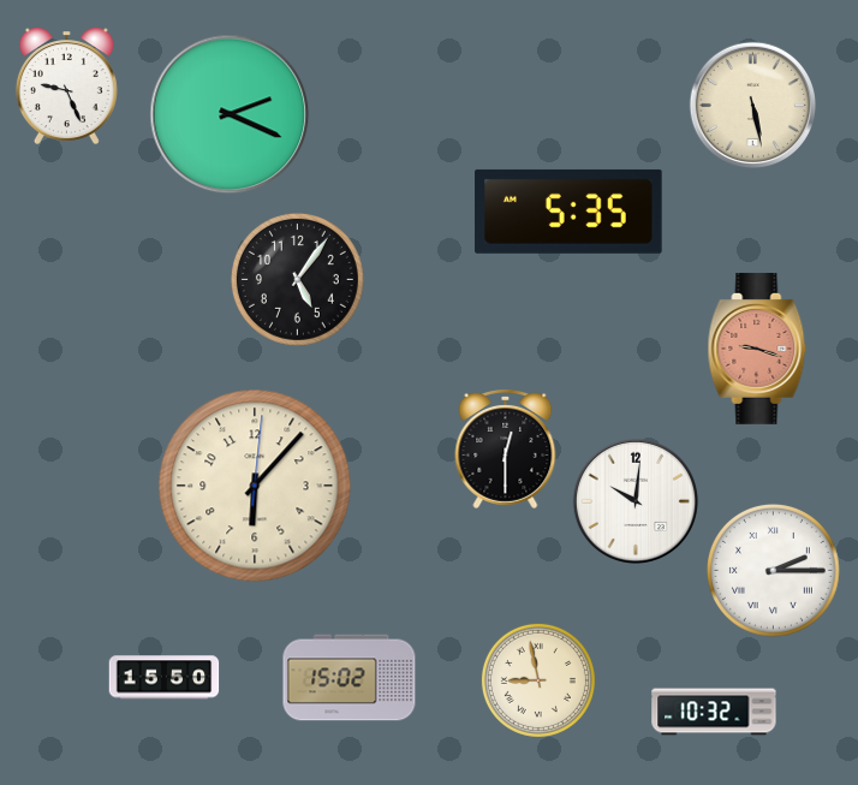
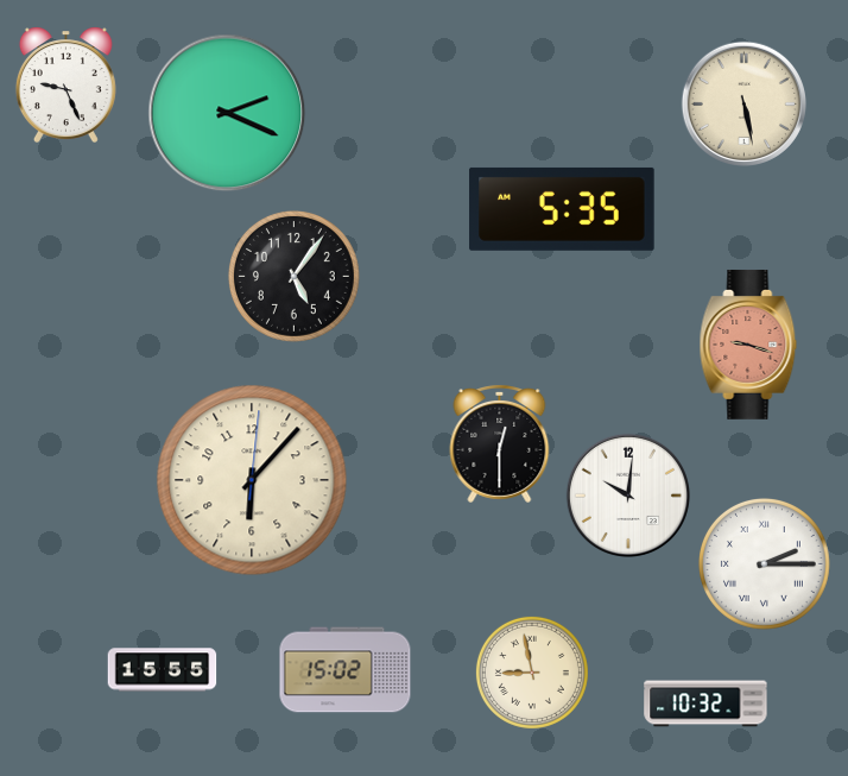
clock at (165, 678): 15:50 -> 15:55
